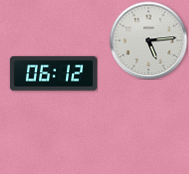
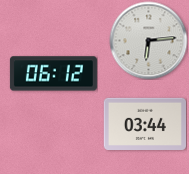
clock at (148, 40): 5:14 -> 6:14
clock at (144, 123): none -> 03:44
